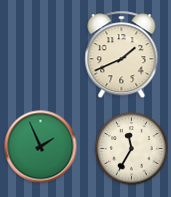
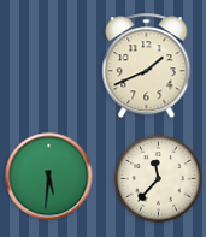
clock at (41, 147): 1:56 -> 5:31
clock at (132, 149): 11:35 -> 11:37
